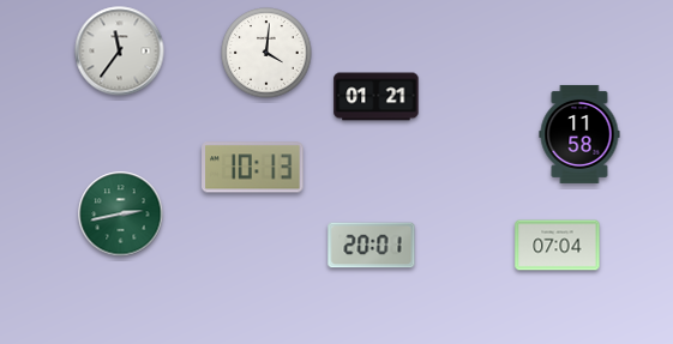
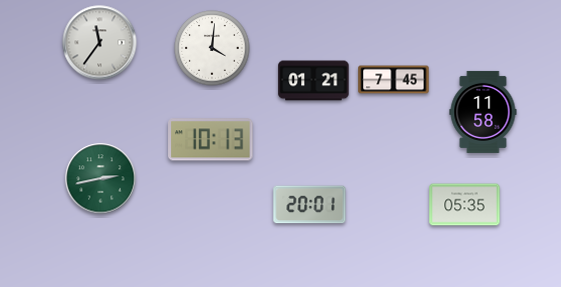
clock at (266, 53) position: (266, 53) -> (212, 48)
clock at (394, 80): none -> 7:45
clock at (558, 246): 07:04 -> 05:35
